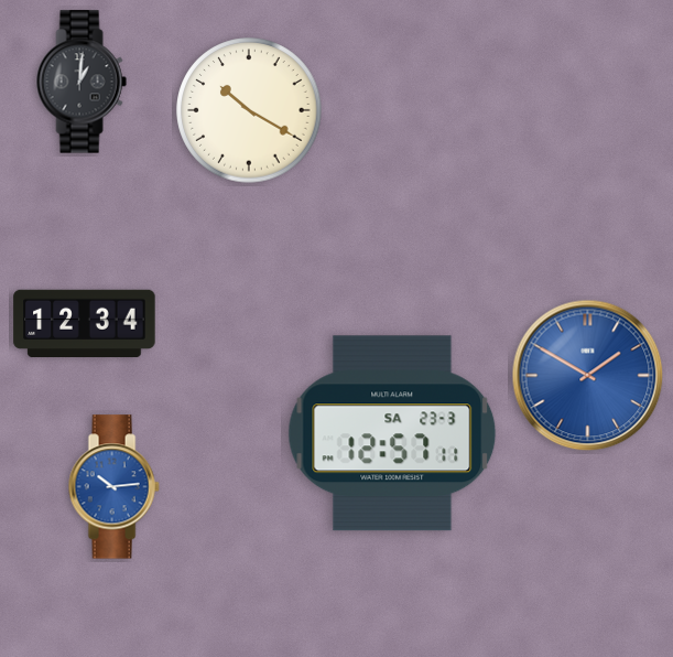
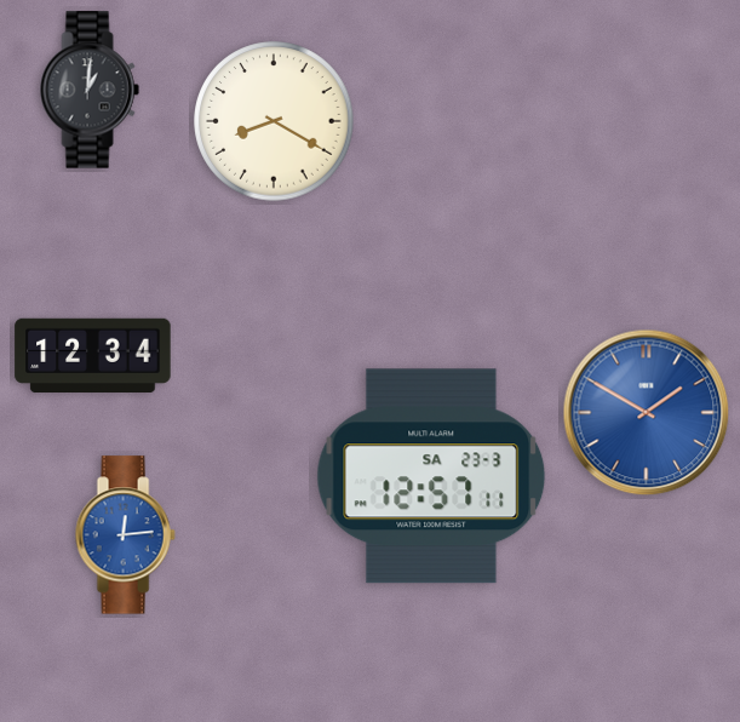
clock at (249, 110): 10:20 -> 8:20
clock at (113, 487): 10:14 -> 12:14
